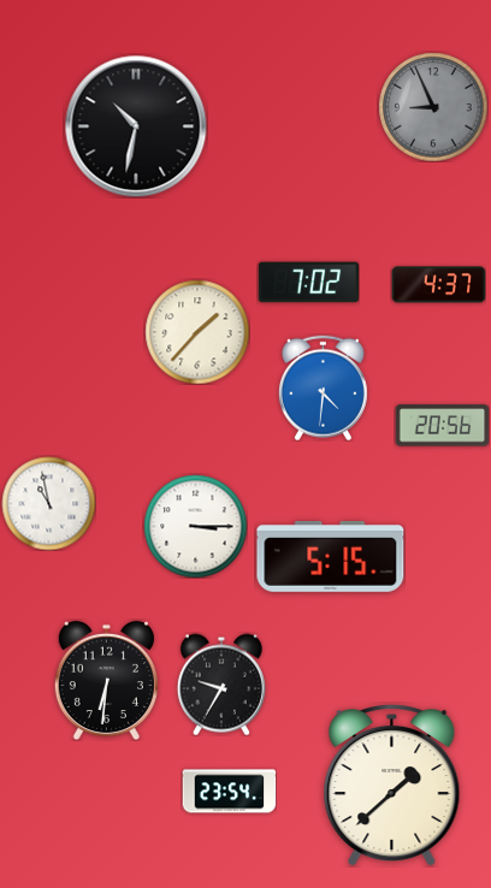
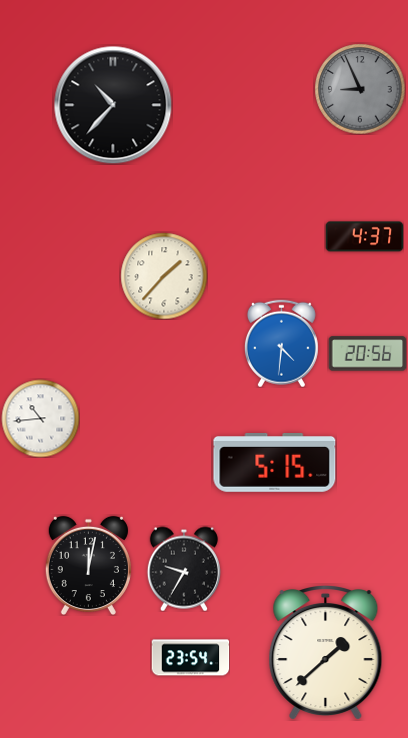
clock at (136, 126): 10:32 -> 10:37
clock at (308, 283): 7:02 -> none
clock at (323, 387) position: (323, 387) -> (281, 343)
clock at (48, 503): 10:58 -> 10:44
clock at (195, 526): 3:15 -> none
clock at (106, 680): 6:31 -> 12:02
